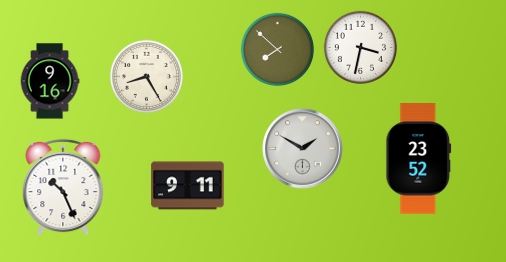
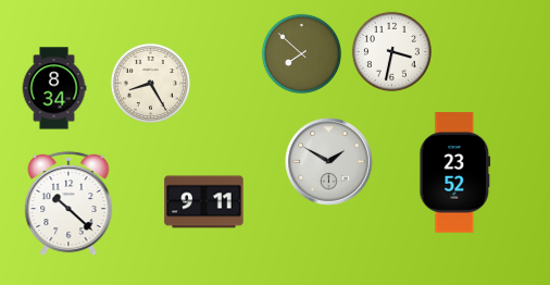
clock at (146, 76) position: (146, 76) -> (150, 83)
clock at (50, 81): 9:16 -> 8:34
clock at (63, 187): 10:26 -> 10:22
